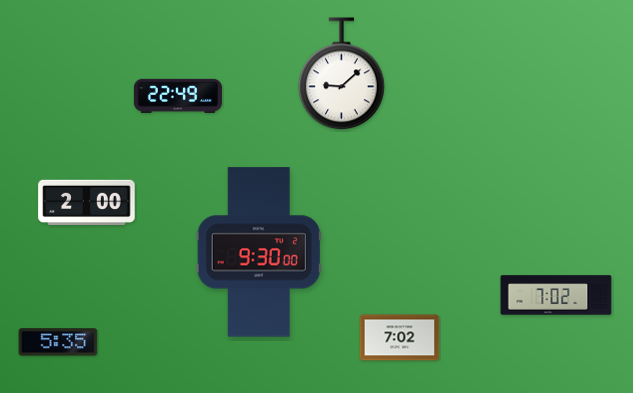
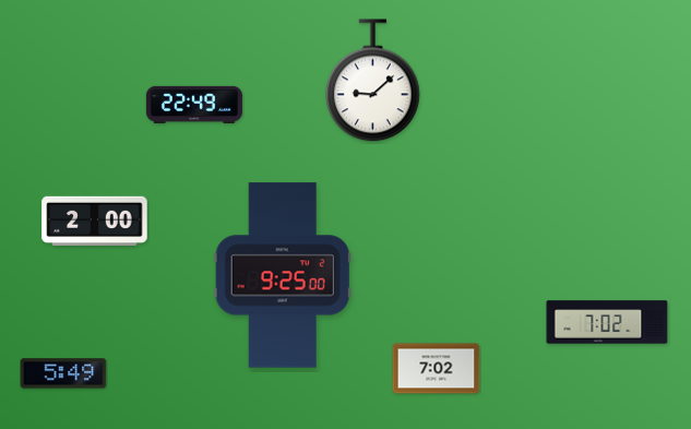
clock at (259, 252): 9:30 -> 9:25
clock at (58, 342): 5:35 -> 5:49
